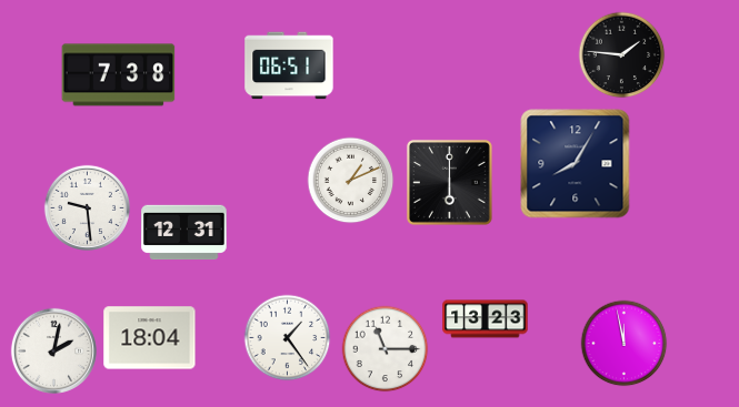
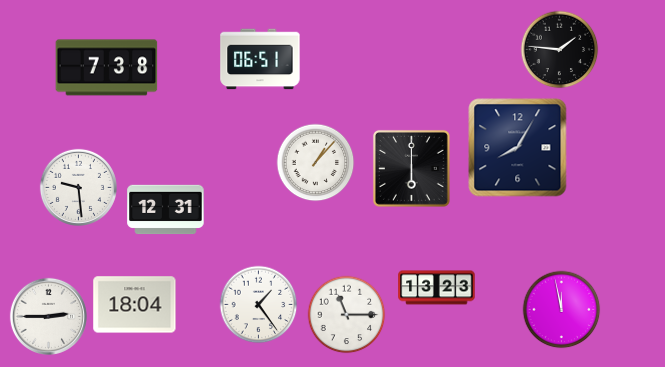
clock at (350, 180): 1:11 -> 1:07
clock at (449, 182) position: (449, 182) -> (411, 168)
clock at (53, 350): 2:02 -> 2:45
